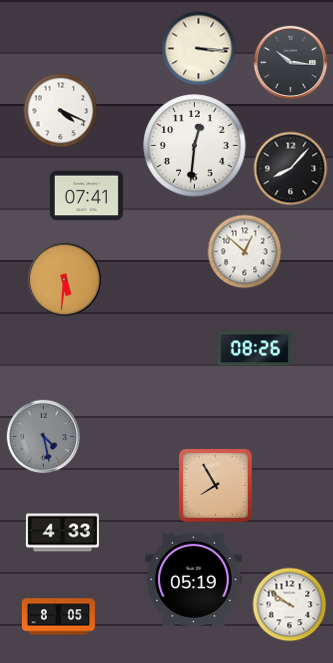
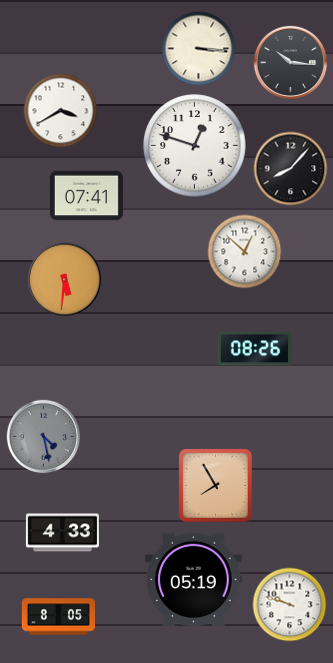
clock at (61, 111): 4:19 -> 3:40
clock at (195, 146): 12:31 -> 12:48
clock at (290, 605): 9:51 -> 9:48
